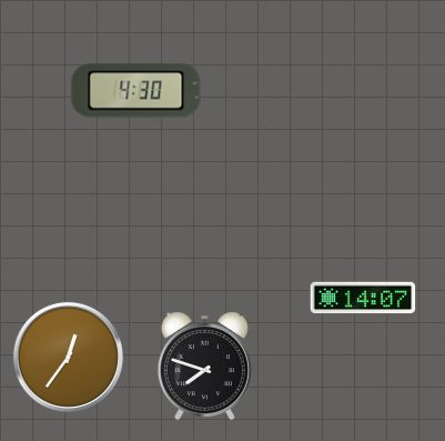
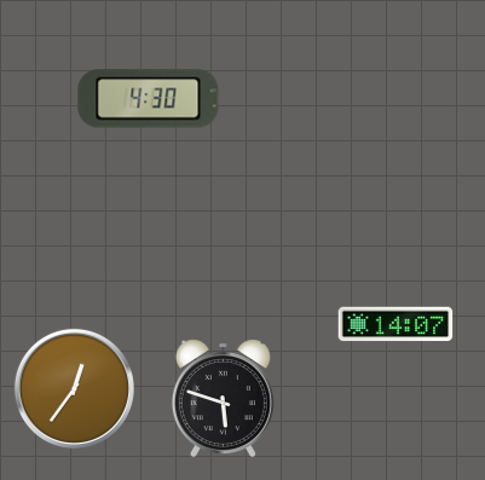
clock at (204, 367): 7:48 -> 5:48
